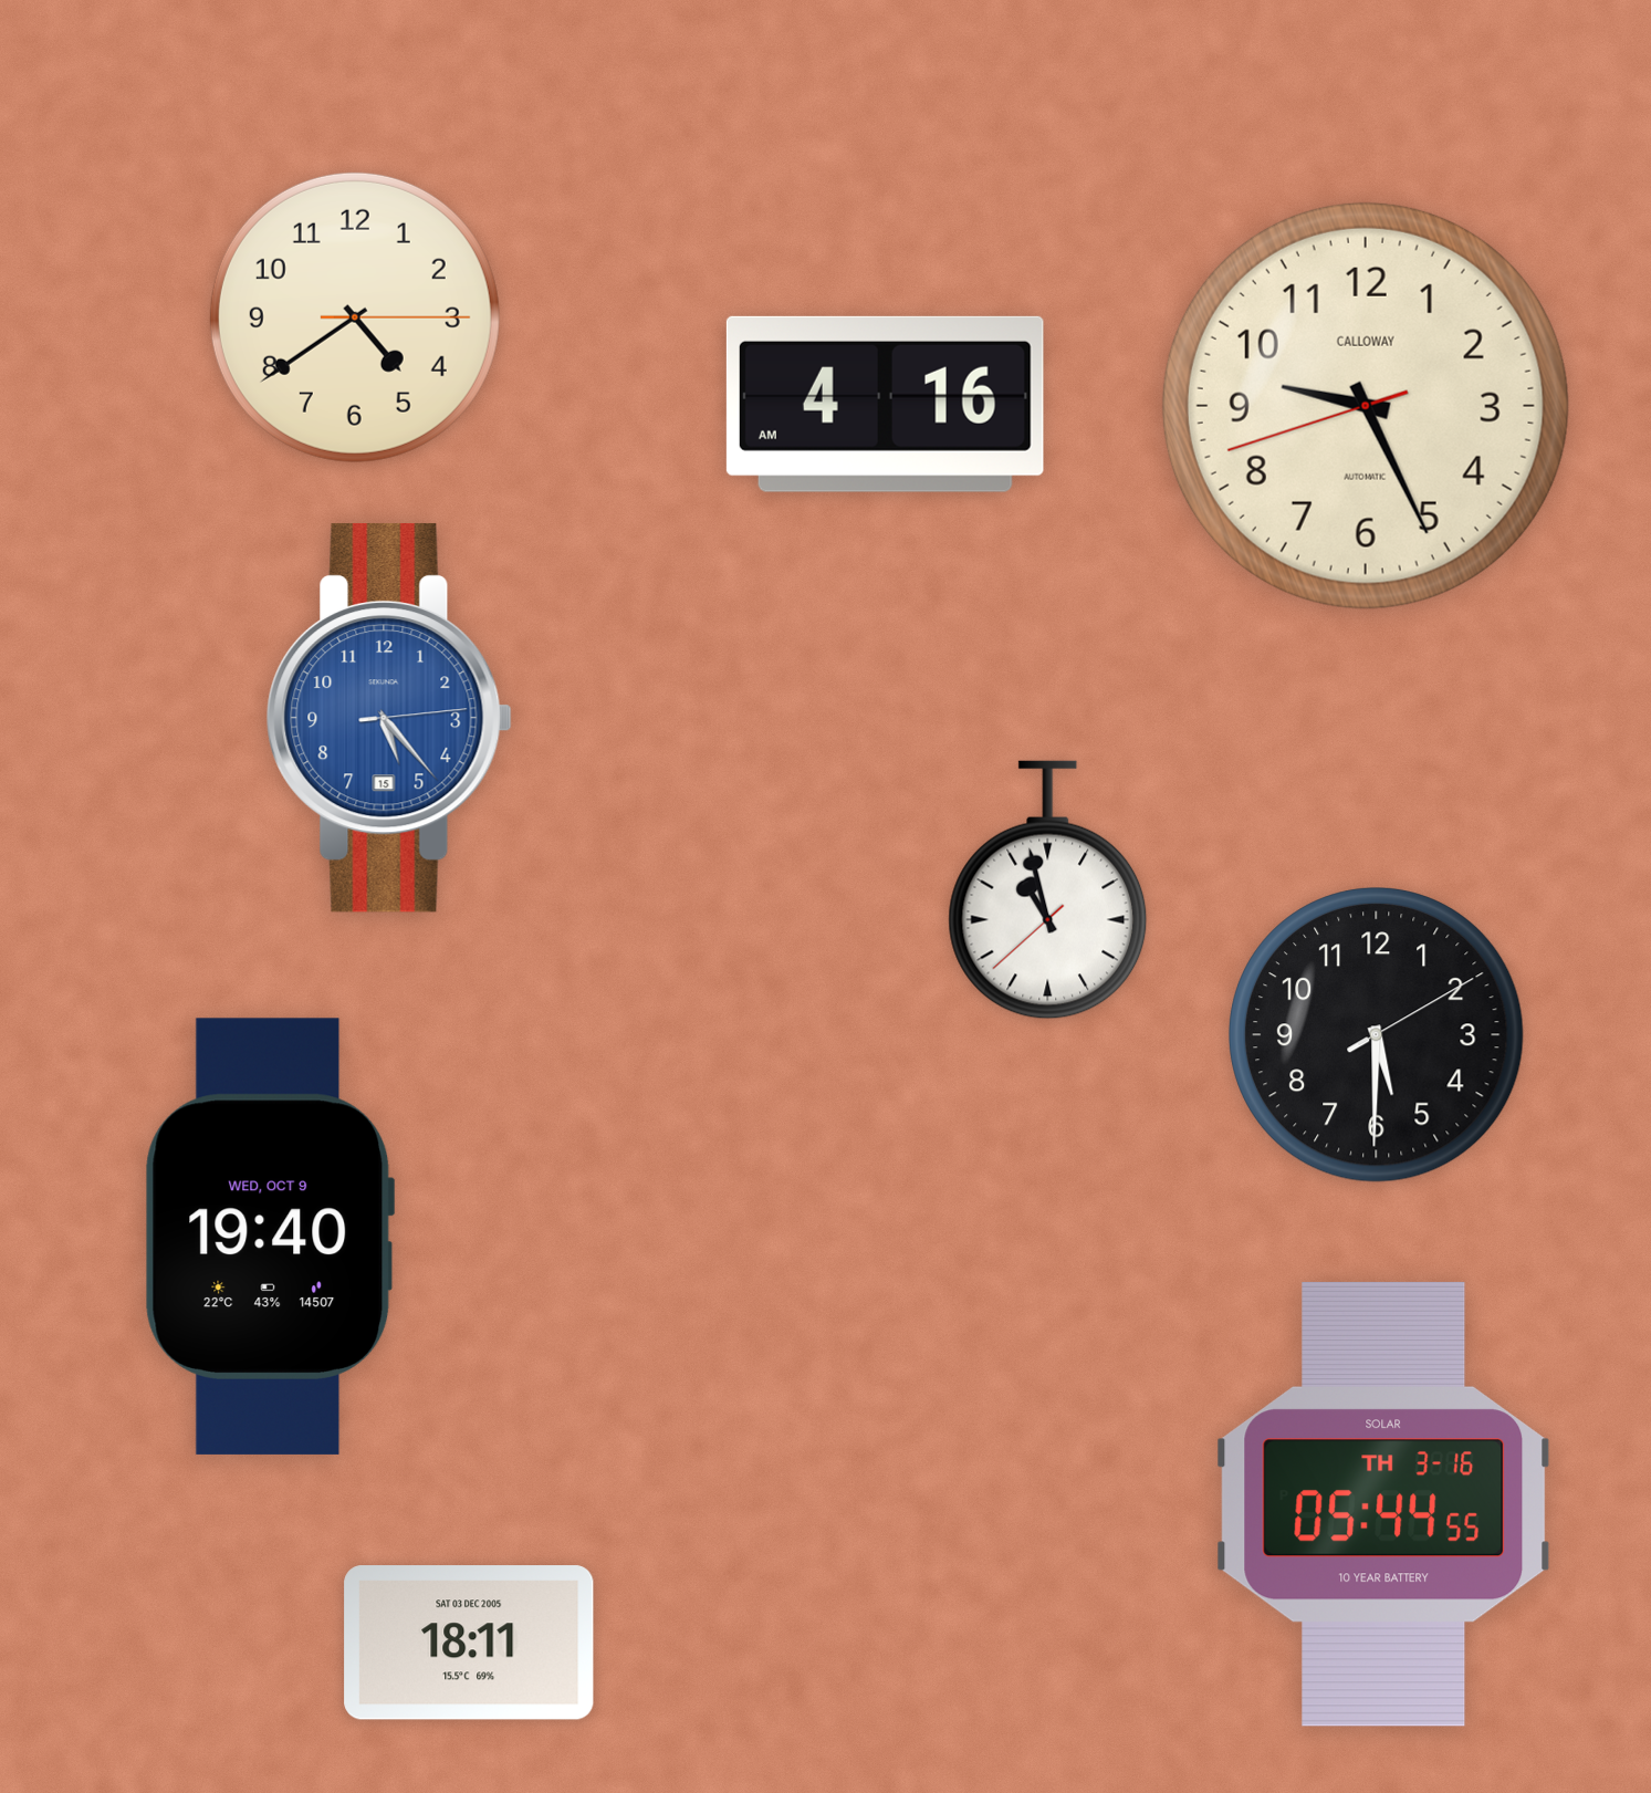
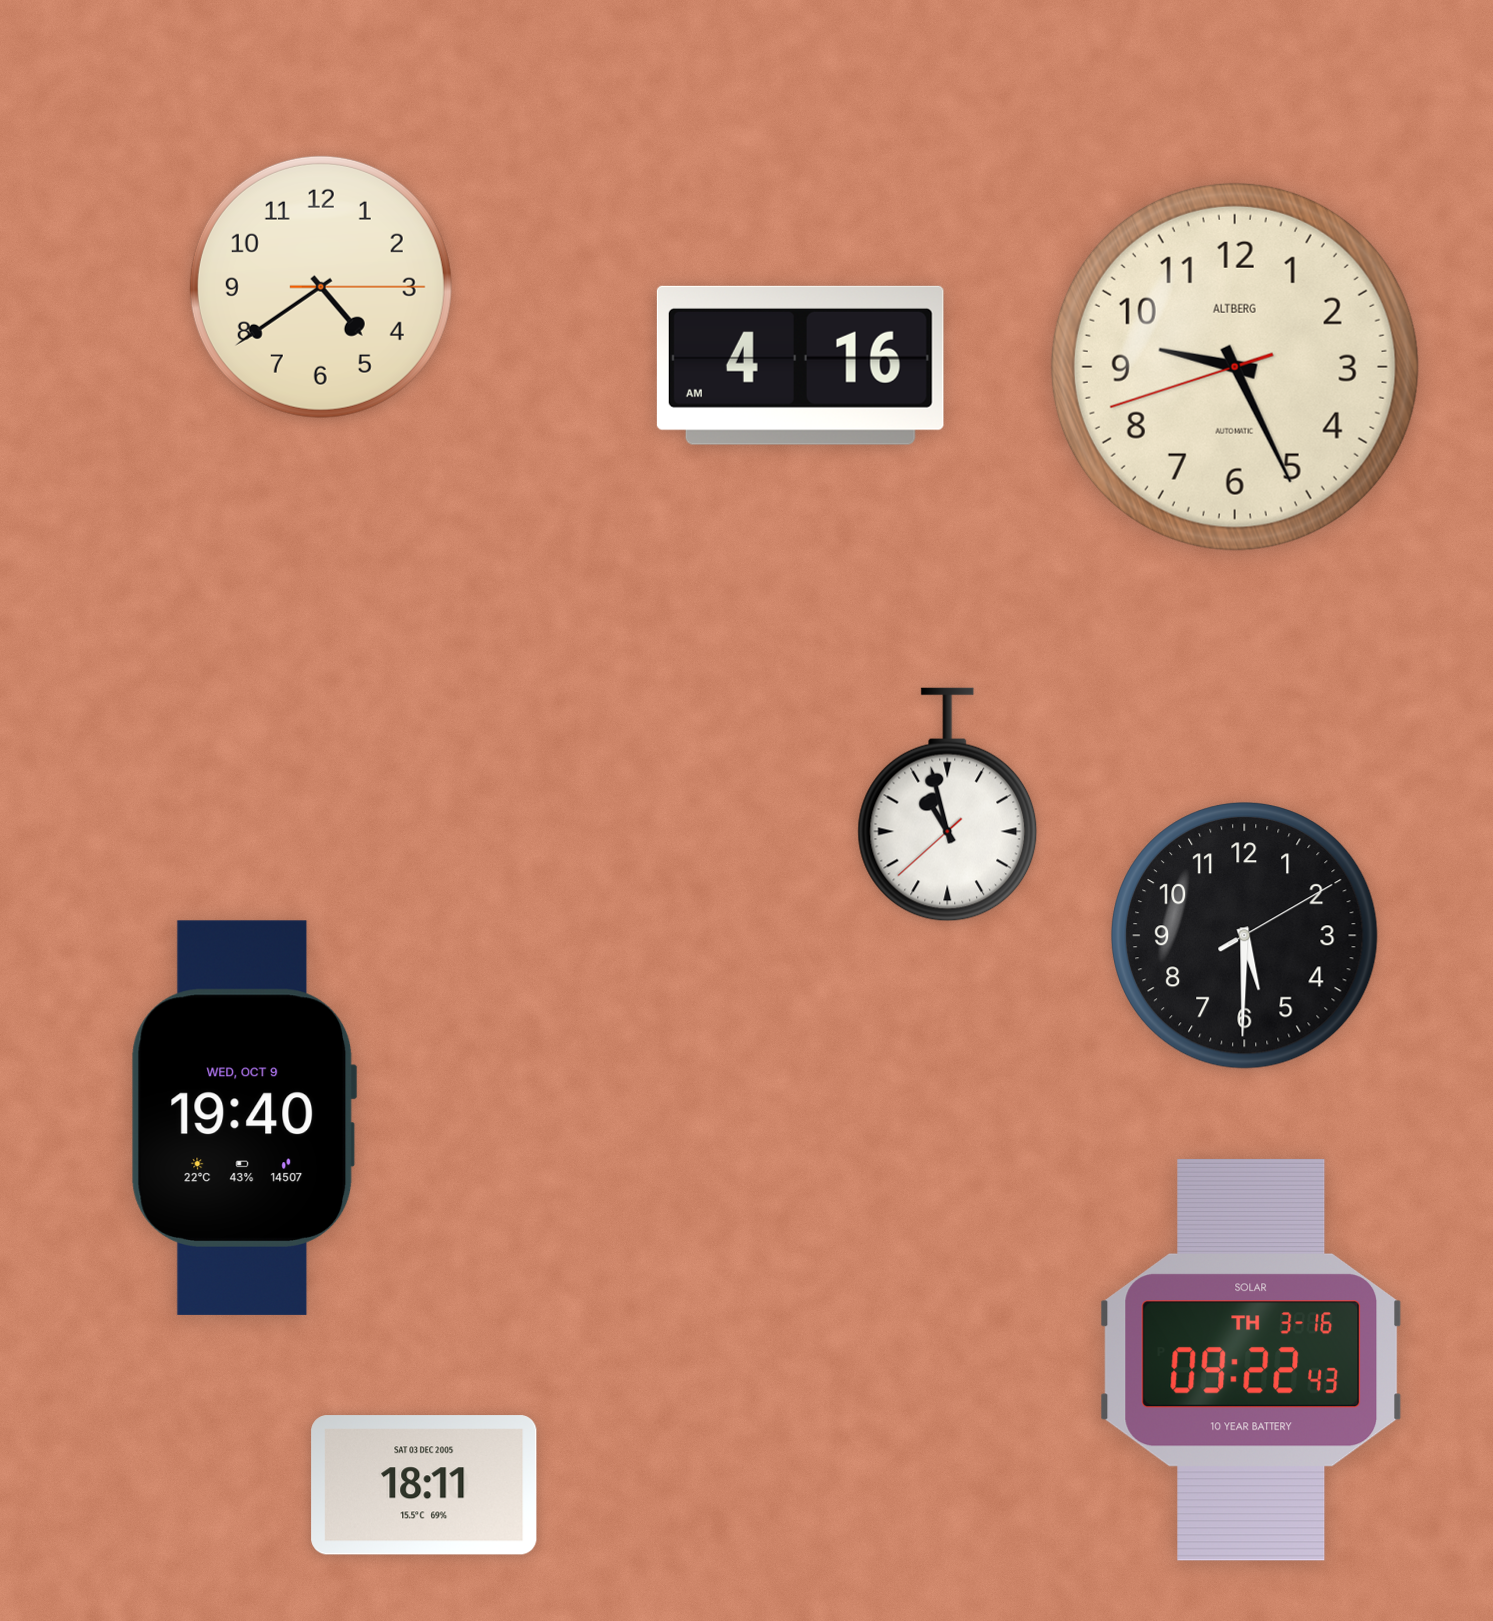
clock at (1366, 406) brand: CALLOWAY -> ALTBERG
clock at (389, 718): 5:23 -> none
clock at (1383, 1504): 05:44 -> 09:22
